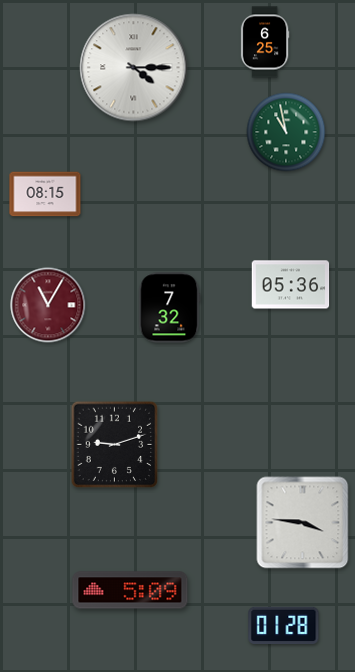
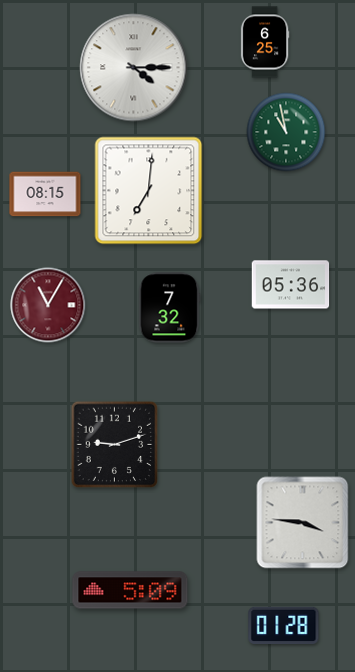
clock at (149, 191): none -> 7:01
